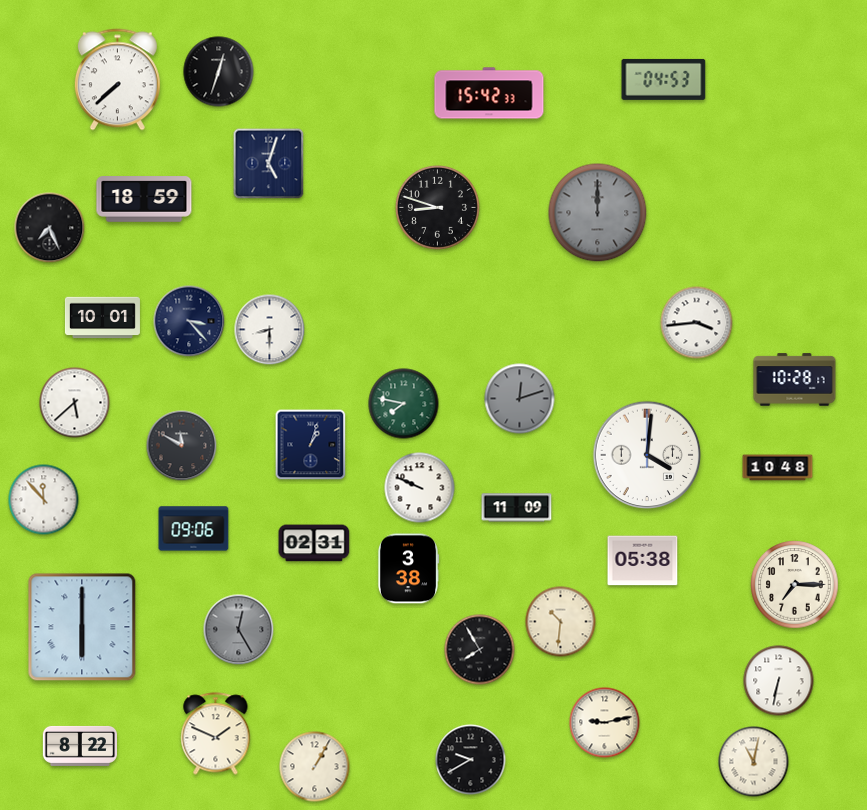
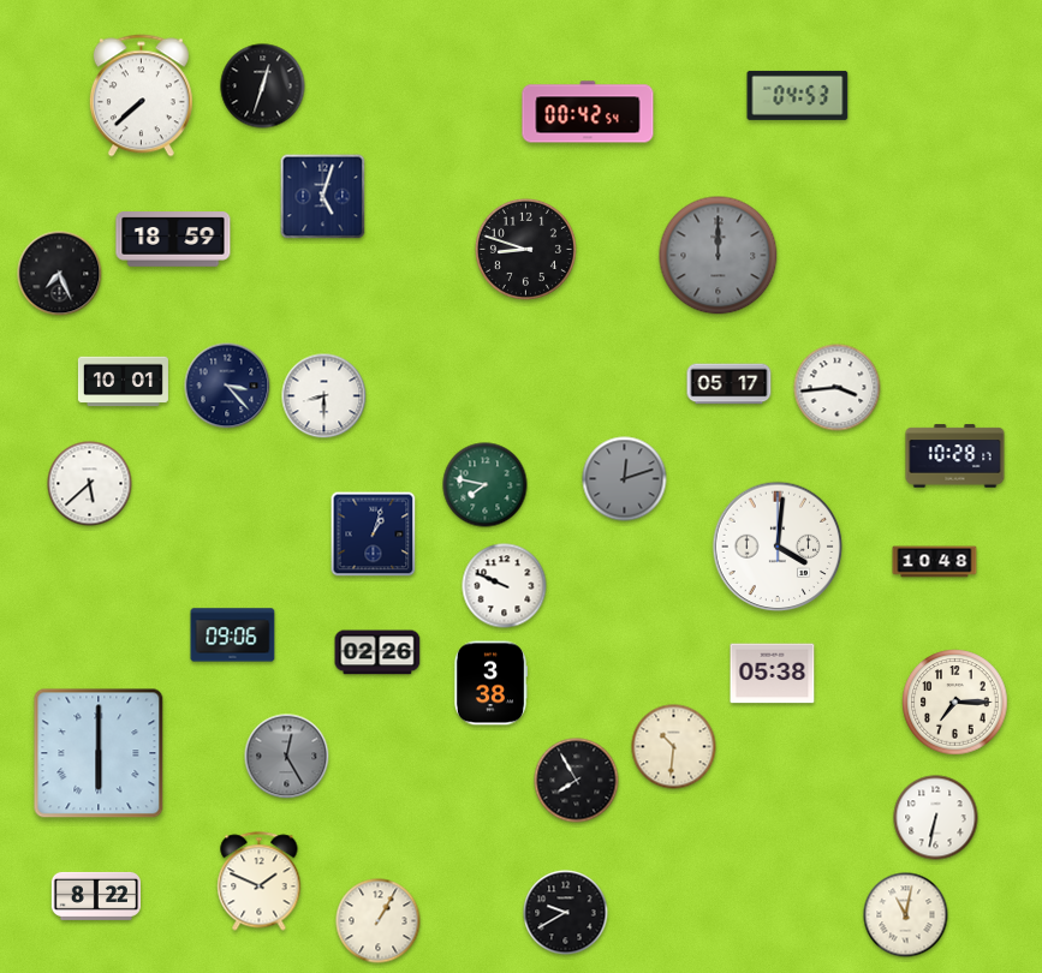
clock at (489, 93): 15:42 -> 00:42
clock at (730, 384): none -> 05:17
clock at (182, 446): 11:50 -> none
clock at (44, 500): 11:53 -> none
clock at (517, 508): 11:09 -> none
clock at (314, 543): 02:31 -> 02:26
clock at (605, 723): 9:13 -> none
